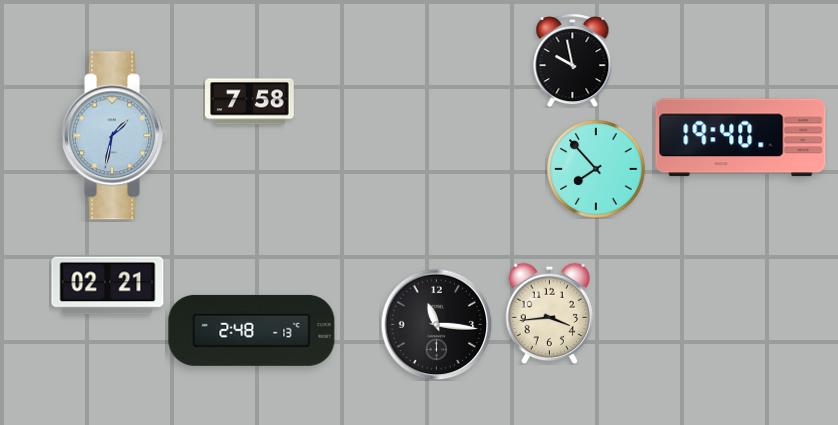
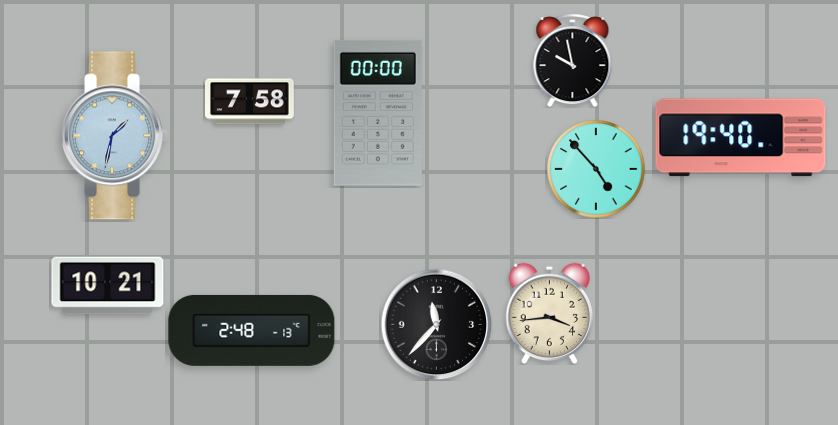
clock at (378, 113): none -> 00:00
clock at (596, 169): 7:53 -> 4:53
clock at (108, 286): 02:21 -> 10:21
clock at (436, 324): 11:16 -> 11:37
